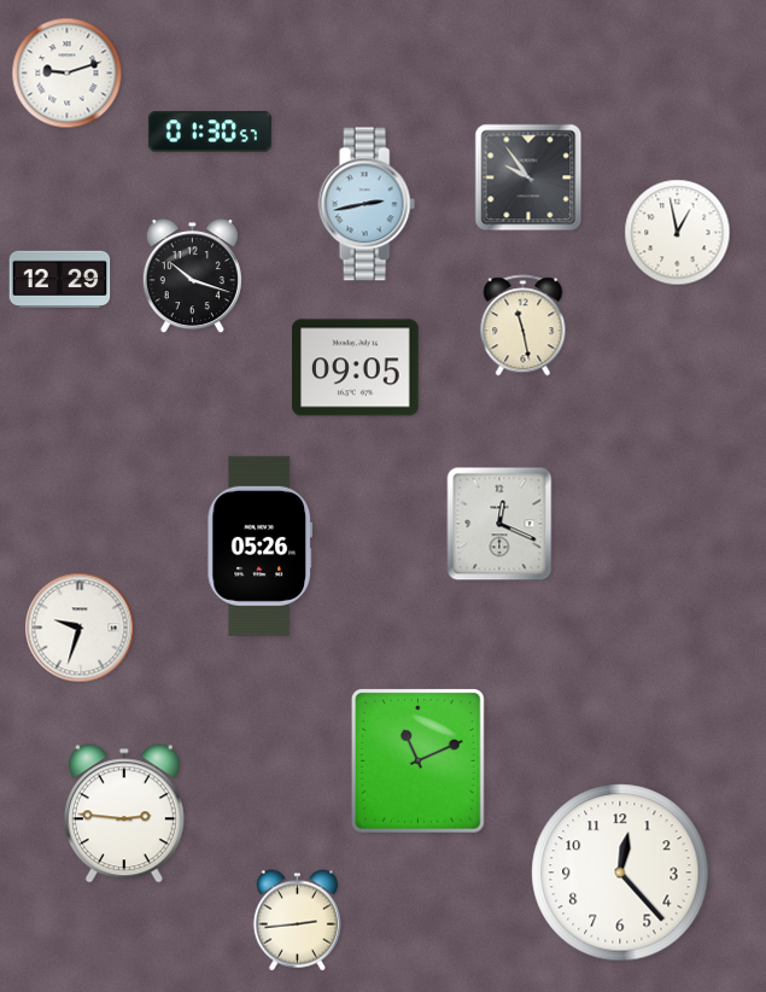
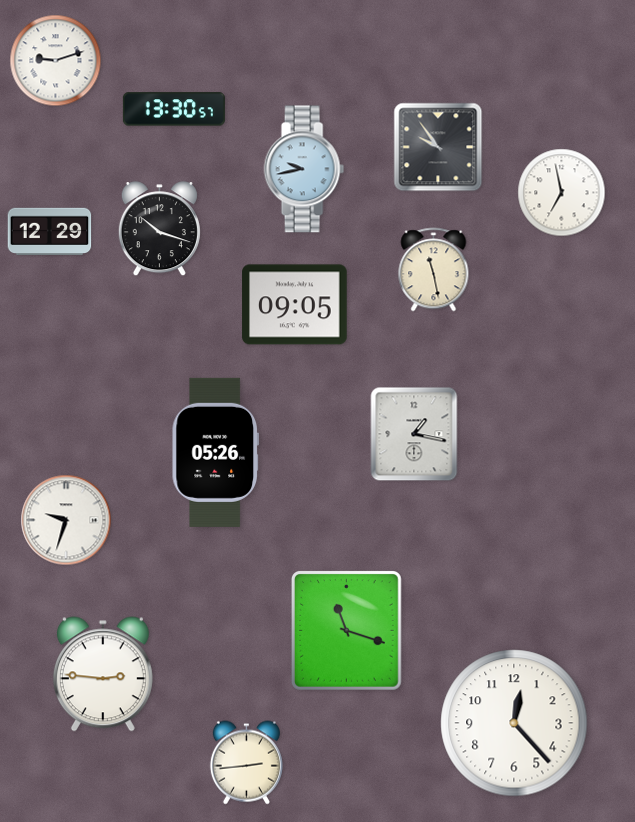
clock at (210, 132): 01:30 -> 13:30
clock at (367, 204): 2:43 -> 9:43
clock at (678, 233): 12:58 -> 6:58
clock at (499, 524): 12:19 -> 1:17
clock at (419, 761): 11:11 -> 11:18
